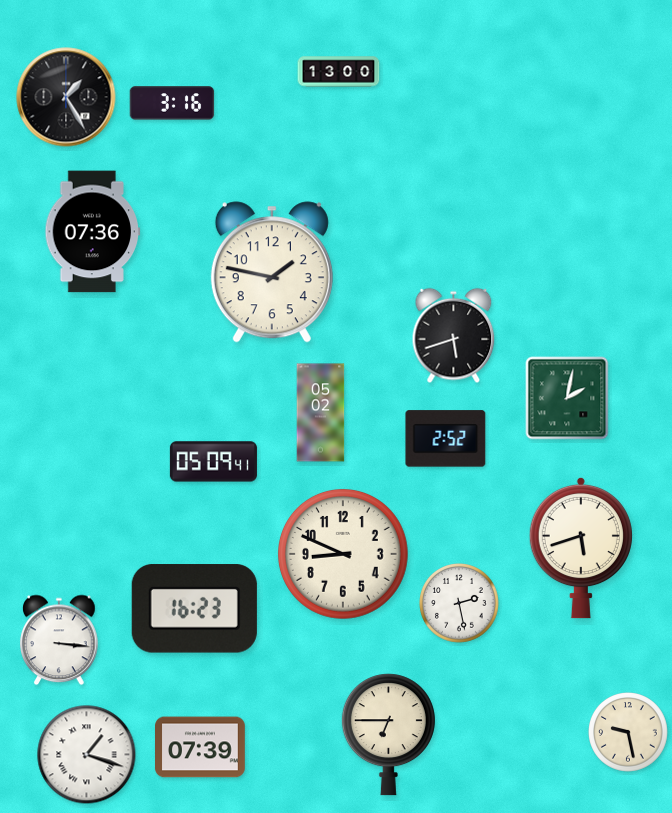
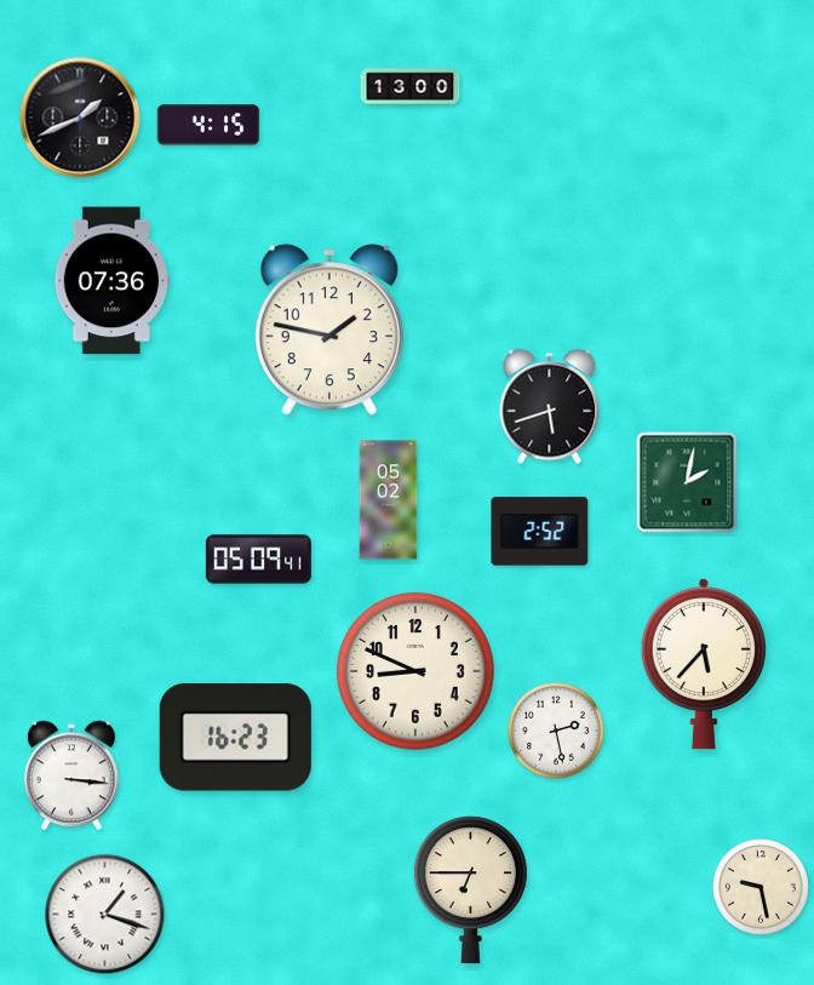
clock at (66, 97): 1:25 -> 1:41
clock at (172, 103): 3:16 -> 4:15
clock at (581, 548): 5:42 -> 5:37
clock at (201, 747): 07:39 -> none
